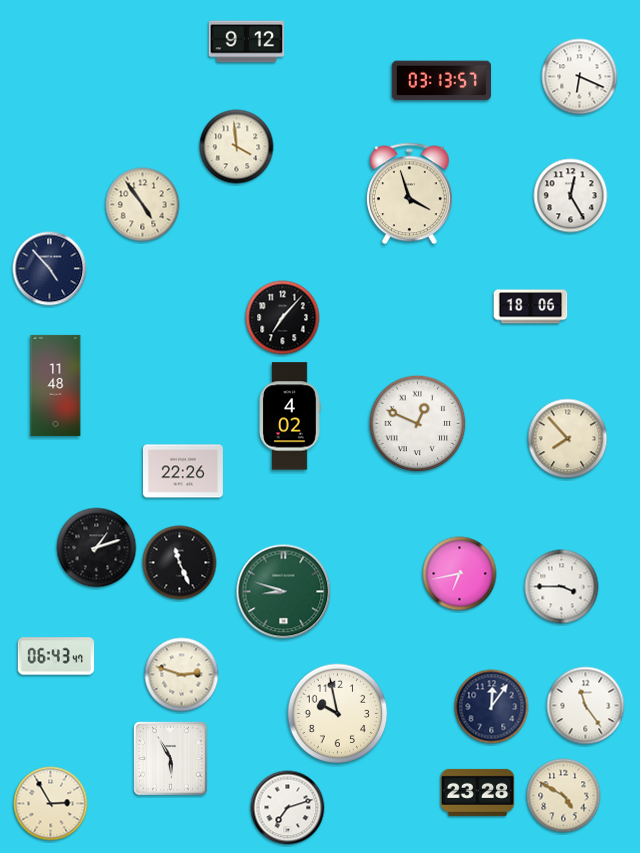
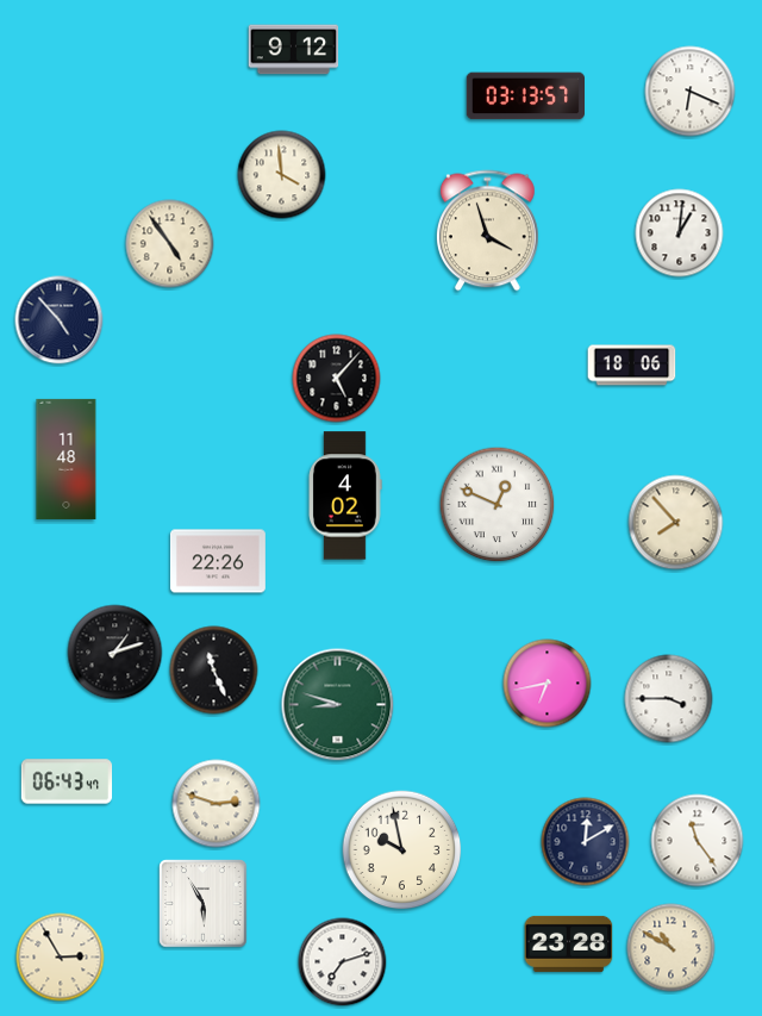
clock at (571, 196): 12:25 -> 1:01
clock at (283, 318): 7:07 -> 5:07
clock at (492, 707): 12:06 -> 12:10
clock at (564, 796): 4:50 -> 10:50
